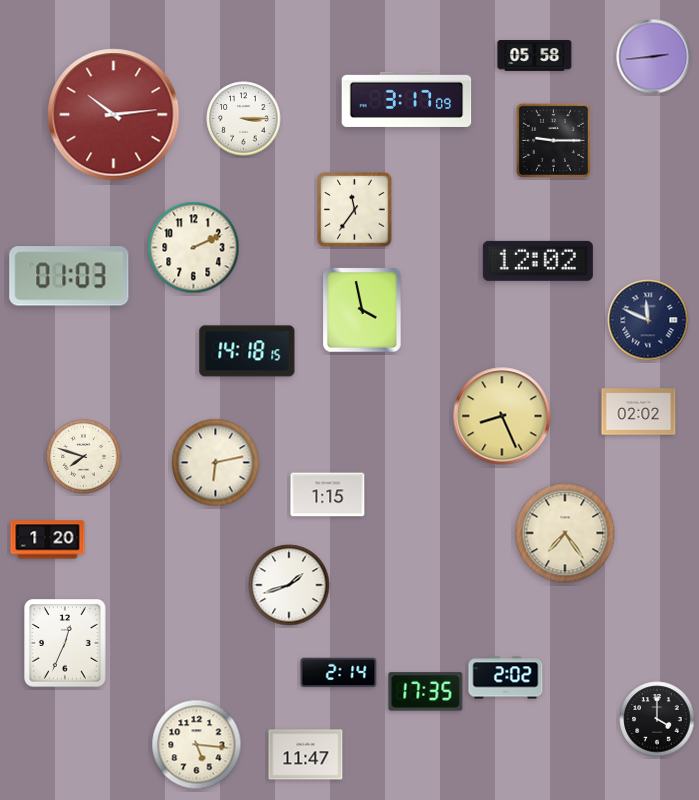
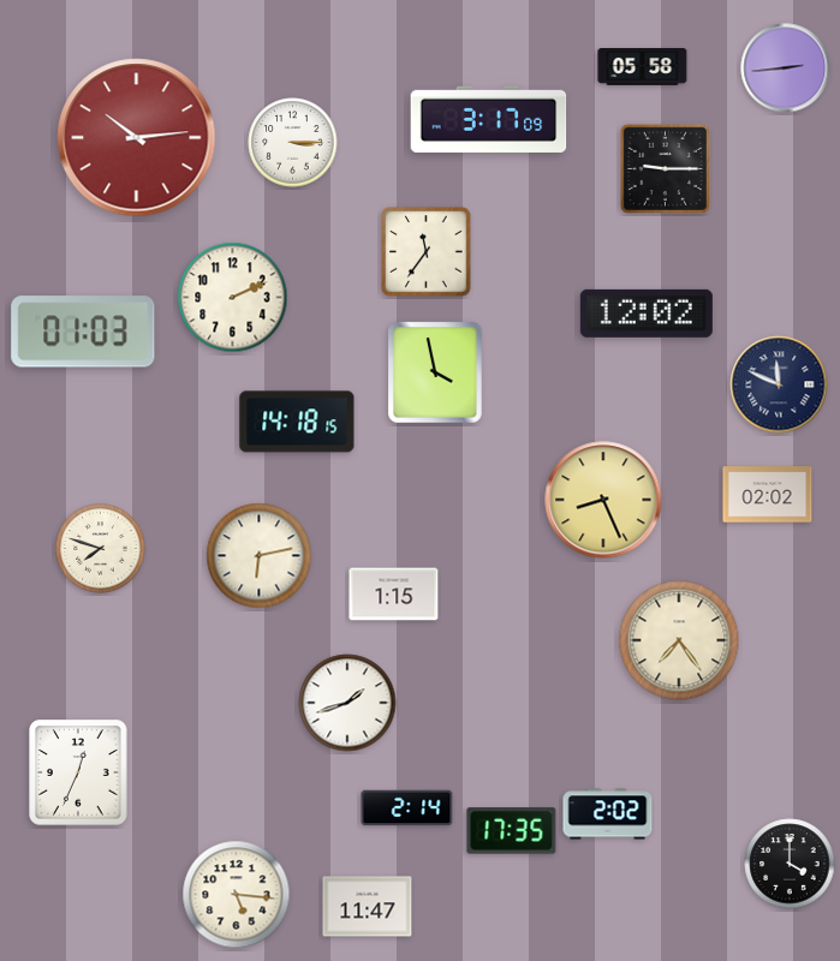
clock at (48, 540): 1:20 -> none
